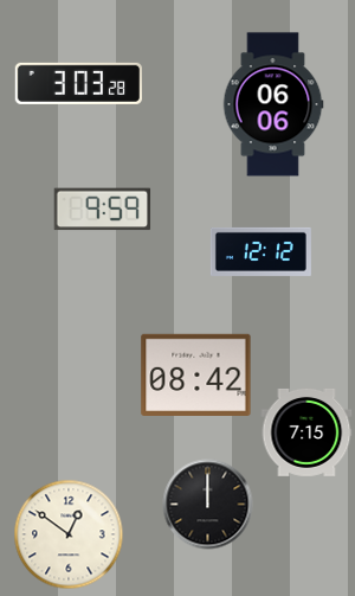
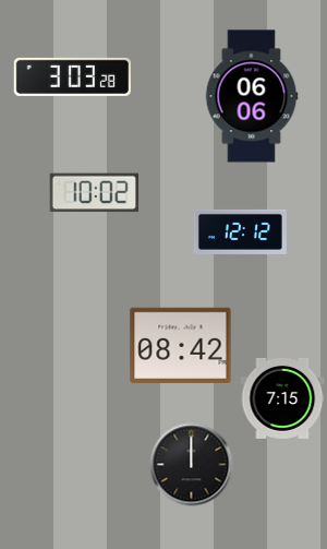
clock at (103, 210): 9:59 -> 10:02
clock at (69, 534): 12:51 -> none
